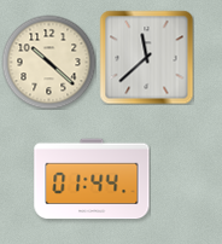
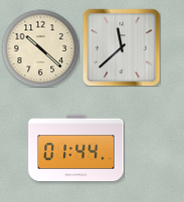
clock at (48, 62) position: (48, 62) -> (40, 48)
